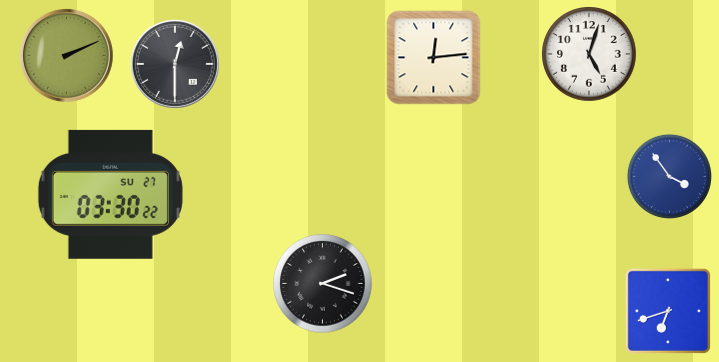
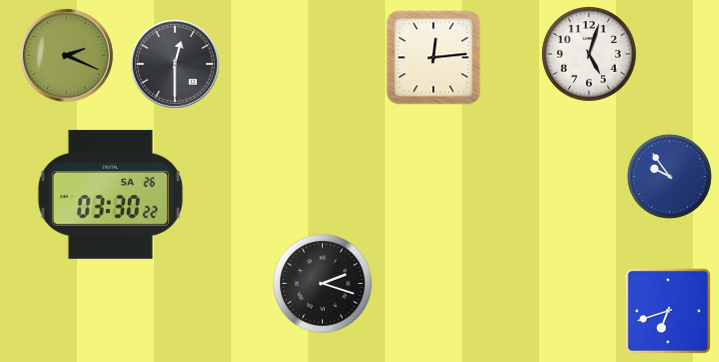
clock at (66, 55): 2:11 -> 2:19
clock at (669, 176): 3:54 -> 9:54
clock at (110, 194) date: SU 27 -> SA 26
